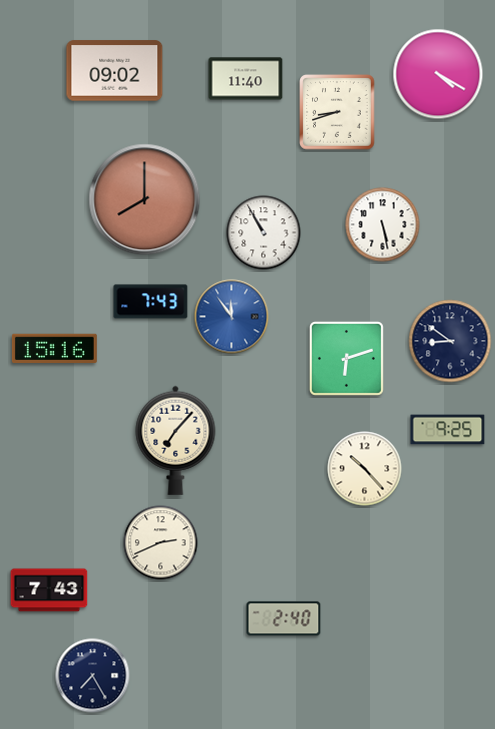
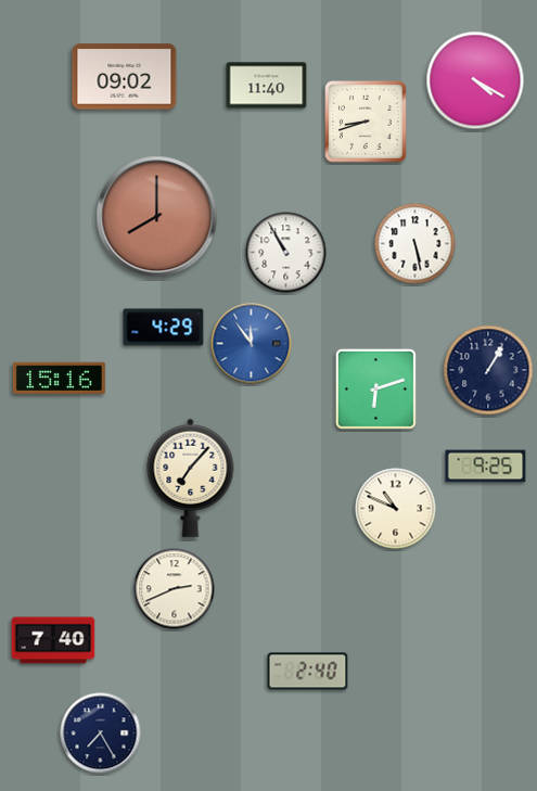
clock at (151, 302): 7:43 -> 4:29
clock at (450, 341): 8:51 -> 1:05
clock at (365, 469): 10:23 -> 10:49
clock at (49, 590): 7:43 -> 7:40
